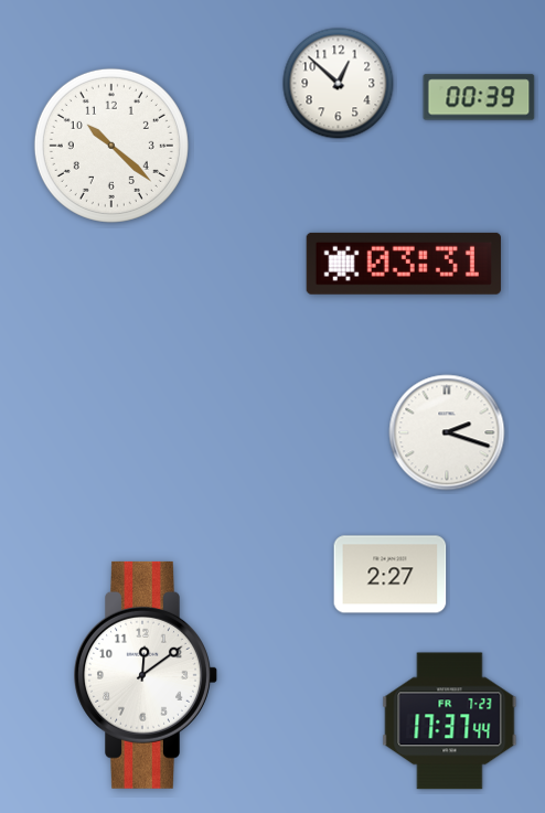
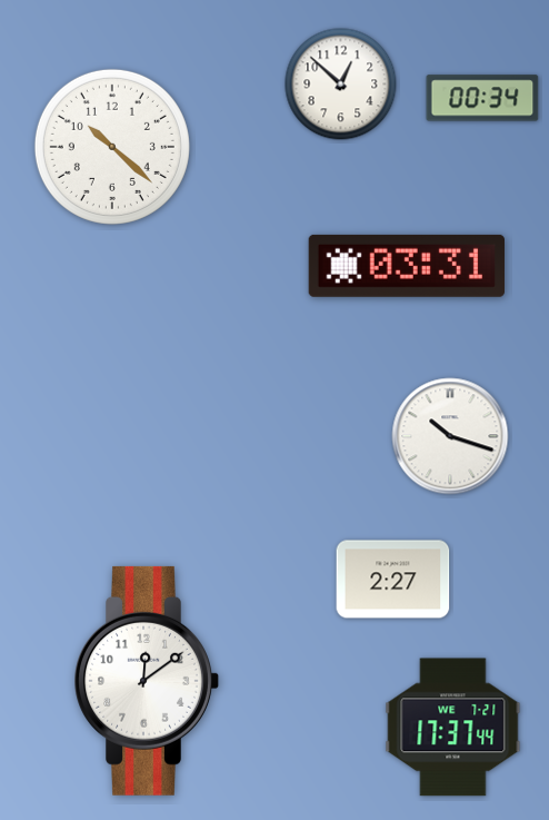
clock at (479, 97): 00:39 -> 00:34
clock at (447, 432): 2:18 -> 10:18
clock at (450, 721) date: FR 7-23 -> WE 7-21
